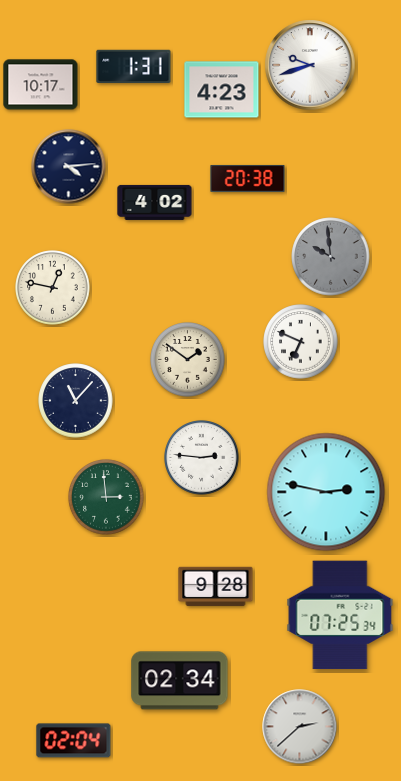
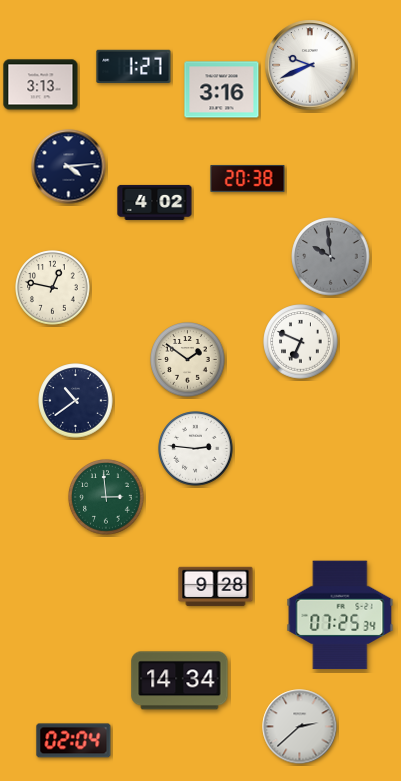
clock at (310, 65): 9:42 -> 9:41
clock at (134, 67): 1:31 -> 1:27
clock at (41, 85): 10:17 -> 3:13
clock at (222, 90): 4:23 -> 3:16
clock at (76, 401): 11:07 -> 10:39
clock at (202, 458) position: (202, 458) -> (196, 449)
clock at (326, 492): 2:47 -> none
clock at (180, 681): 02:34 -> 14:34
